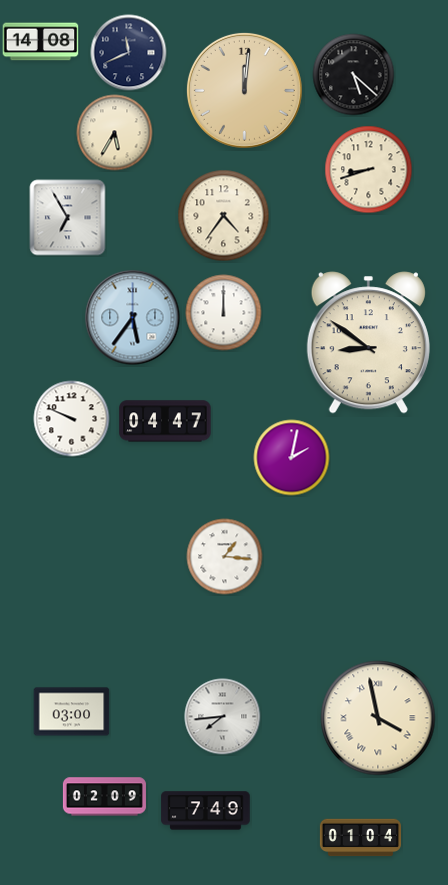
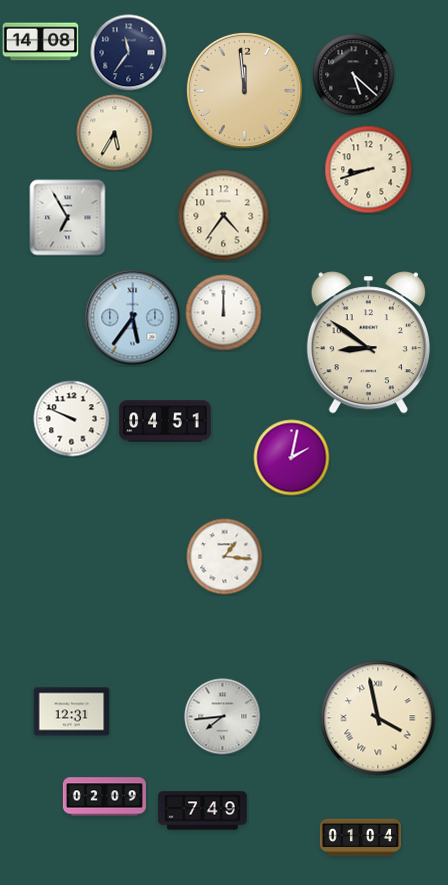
clock at (129, 53): 11:41 -> 11:36
clock at (244, 90): 12:01 -> 11:59
clock at (165, 421): 04:47 -> 04:51
clock at (72, 712): 03:00 -> 12:31
clock at (206, 811) position: (206, 811) -> (203, 811)
